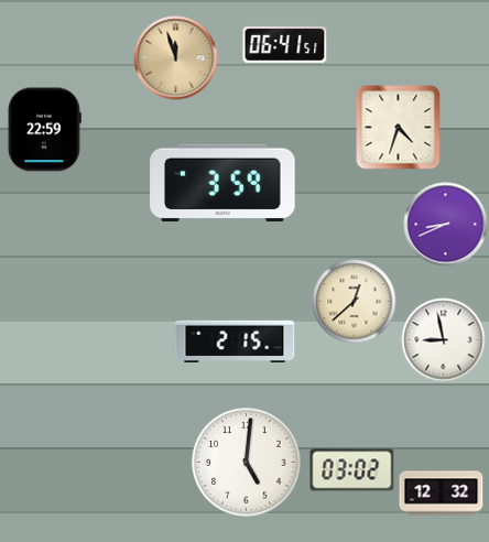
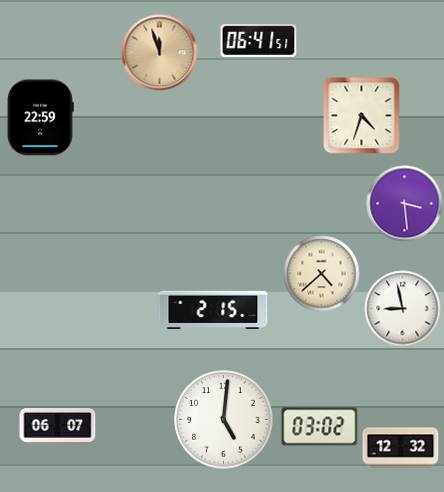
clock at (222, 183): 3:59 -> none
clock at (446, 225): 8:41 -> 3:29
clock at (355, 302): 12:38 -> 4:38
clock at (58, 427): none -> 06:07
